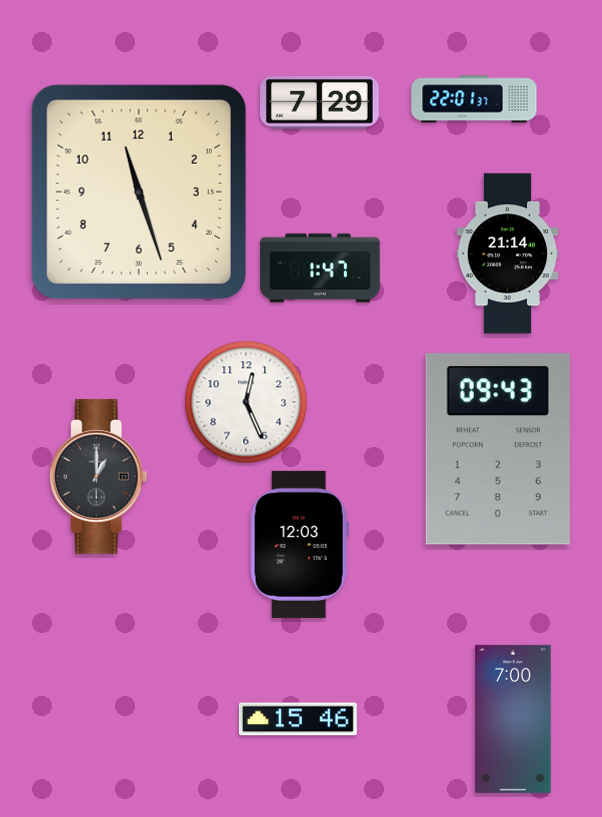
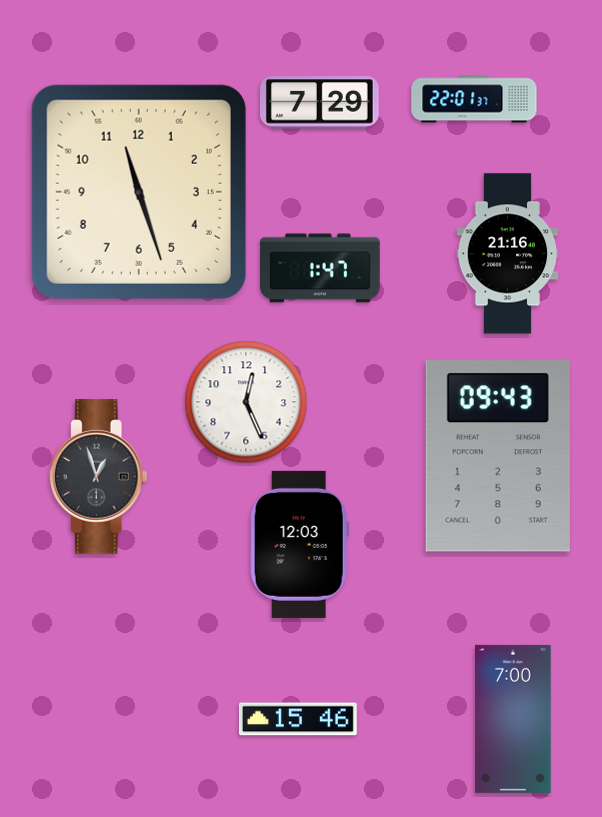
clock at (508, 254): 21:14 -> 21:16
clock at (498, 449) position: (498, 449) -> (498, 456)
clock at (98, 477): 1:00 -> 12:57
